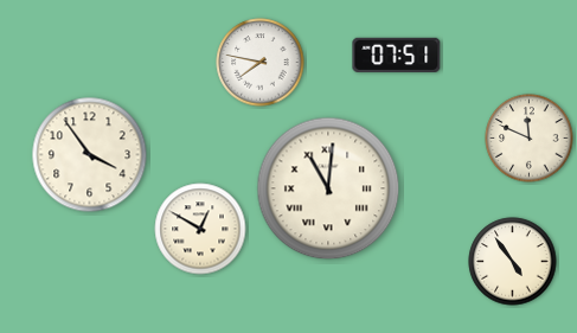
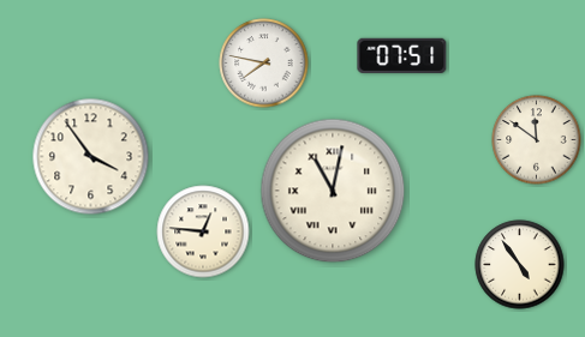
clock at (530, 139): 11:49 -> 11:51
clock at (328, 188): 11:01 -> 11:02
clock at (200, 229): 12:50 -> 12:46
